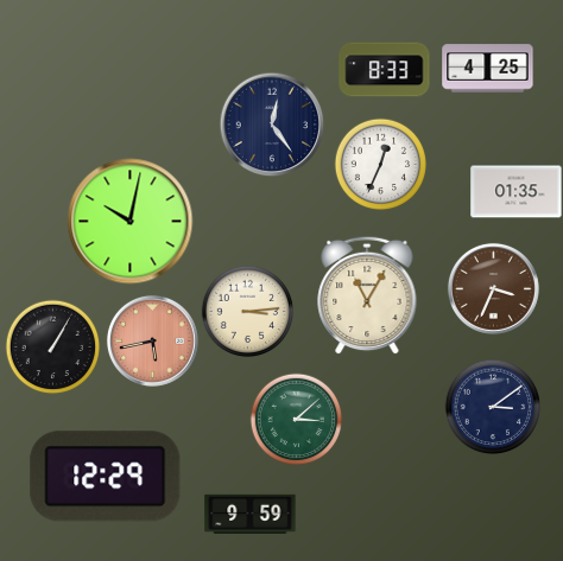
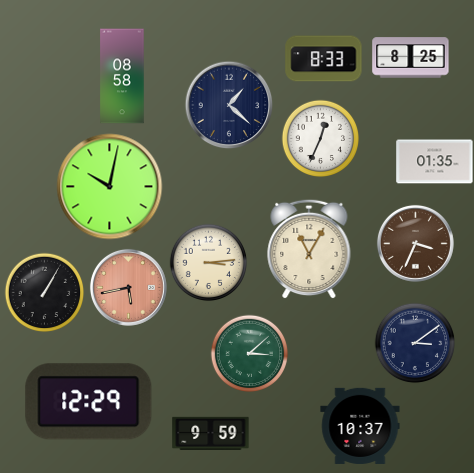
clock at (488, 69): 4:25 -> 8:25
clock at (122, 76): none -> 08:58
clock at (272, 125): 12:24 -> 1:22
clock at (360, 426): none -> 10:37
